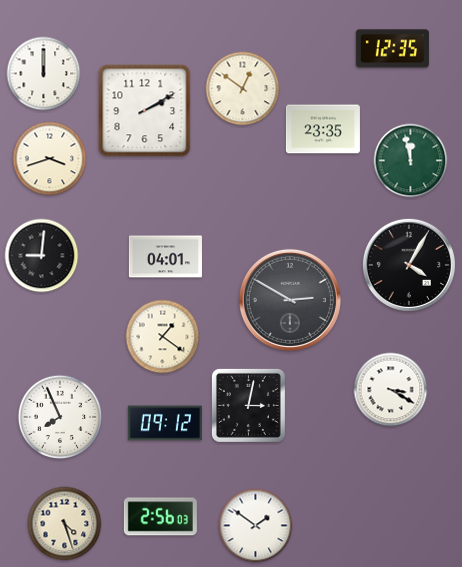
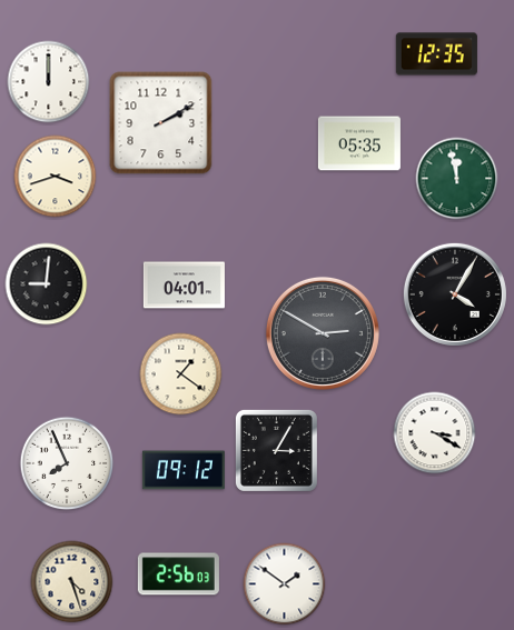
clock at (243, 89): 12:51 -> none
clock at (323, 129): 23:35 -> 05:35
clock at (248, 405): 3:02 -> 3:05
